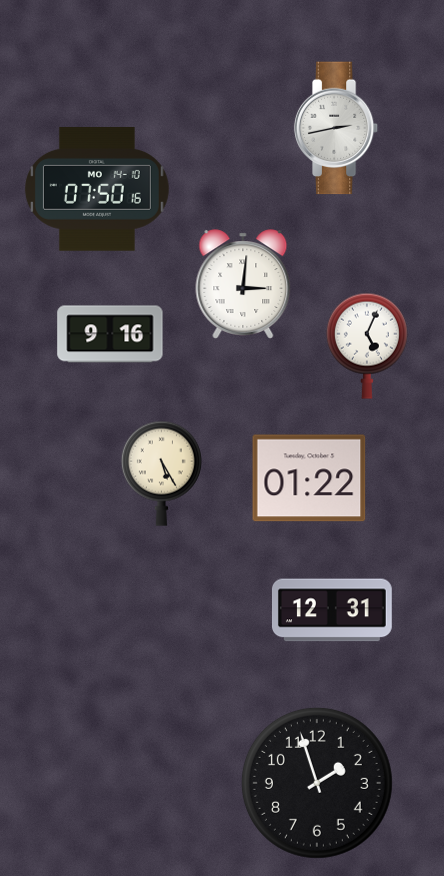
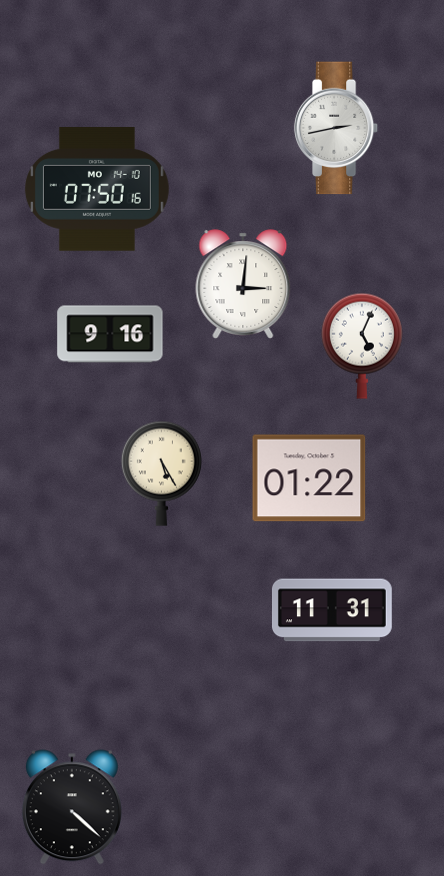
clock at (367, 346) position: (367, 346) -> (362, 346)
clock at (332, 610): 12:31 -> 11:31
clock at (317, 783): 1:57 -> none
clock at (72, 807): none -> 4:22
